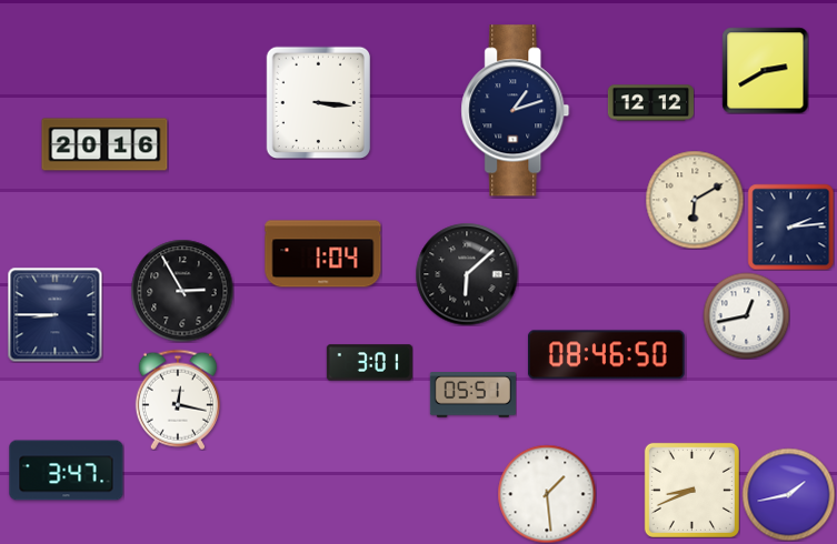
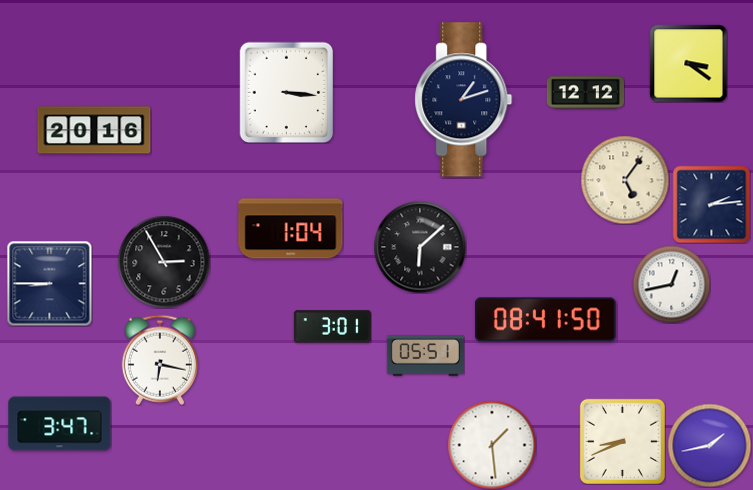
clock at (765, 70): 2:40 -> 3:21
clock at (695, 200): 6:10 -> 5:06
clock at (606, 355): 08:46 -> 08:41
clock at (178, 400): 12:17 -> 6:17
